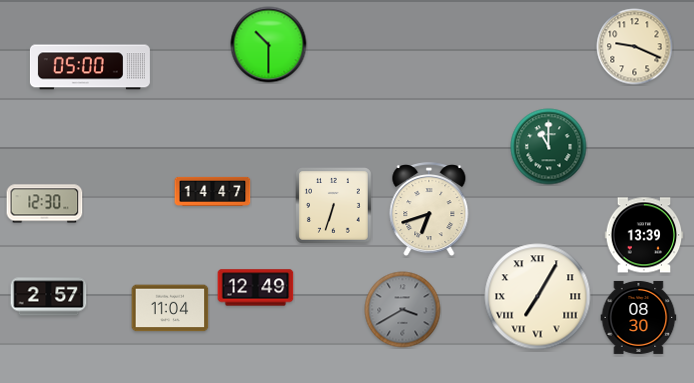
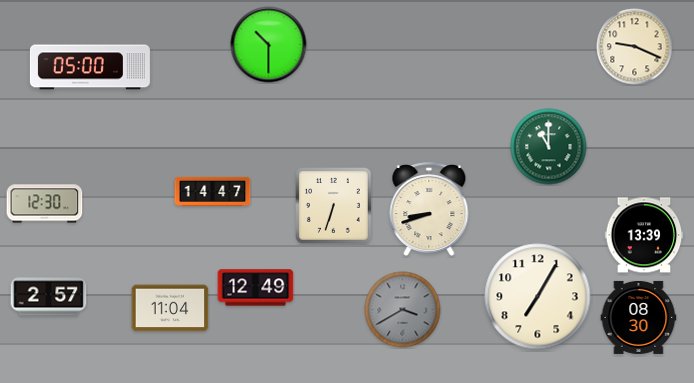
clock at (429, 210): 6:42 -> 8:42
clock at (538, 297) numerals: Roman -> Arabic
